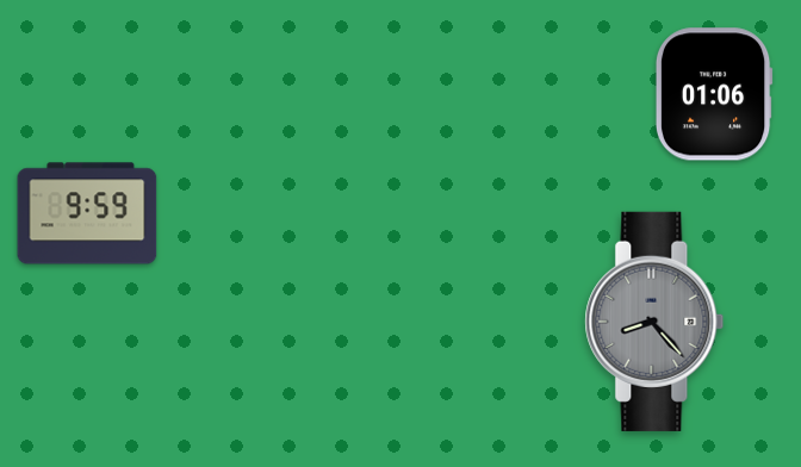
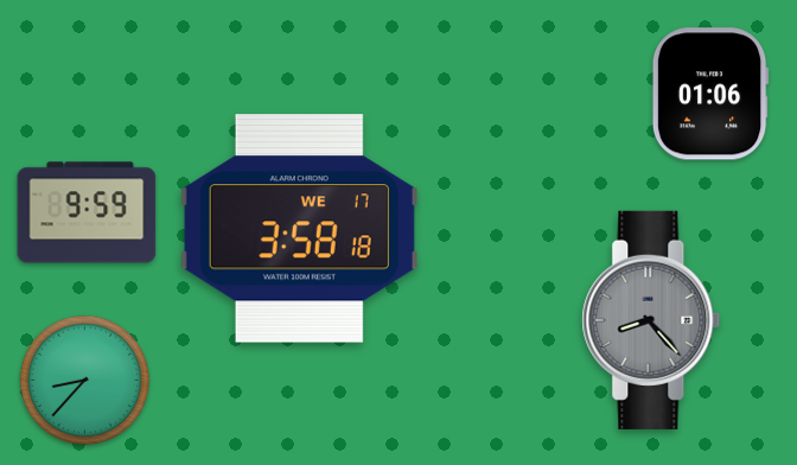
clock at (299, 229): none -> 3:58
clock at (85, 381): none -> 8:37
